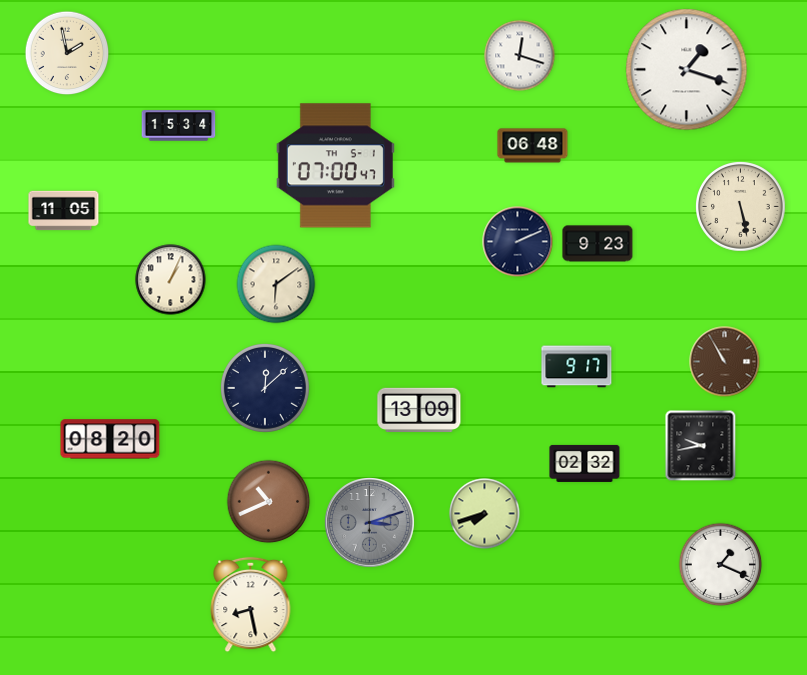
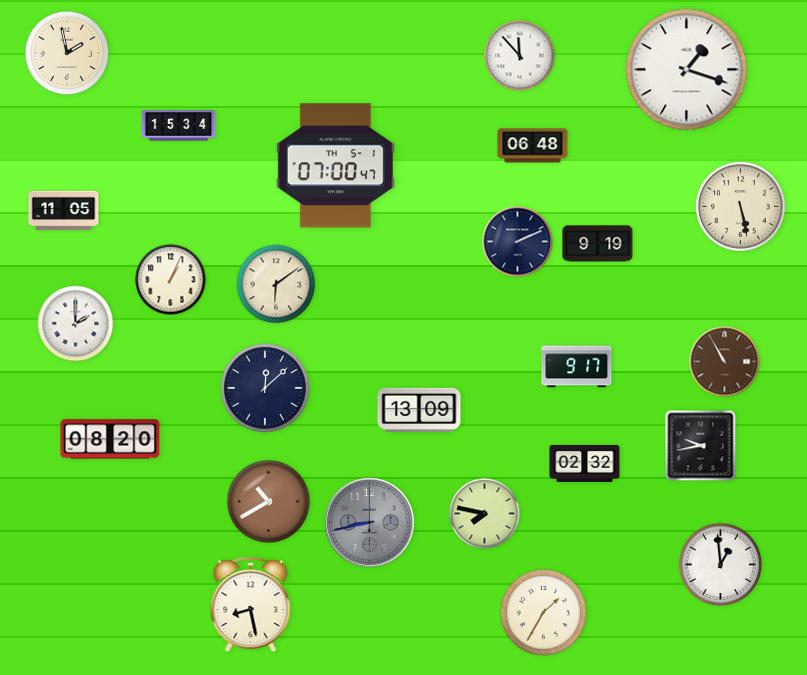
clock at (520, 56): 12:18 -> 11:53
clock at (598, 244): 9:23 -> 9:19
clock at (76, 324): none -> 2:00
clock at (269, 502): 10:41 -> 10:40
clock at (485, 514): 7:42 -> 7:47
clock at (370, 523): 3:12 -> 8:43
clock at (721, 565): 1:19 -> 12:59
clock at (543, 612): none -> 1:35
